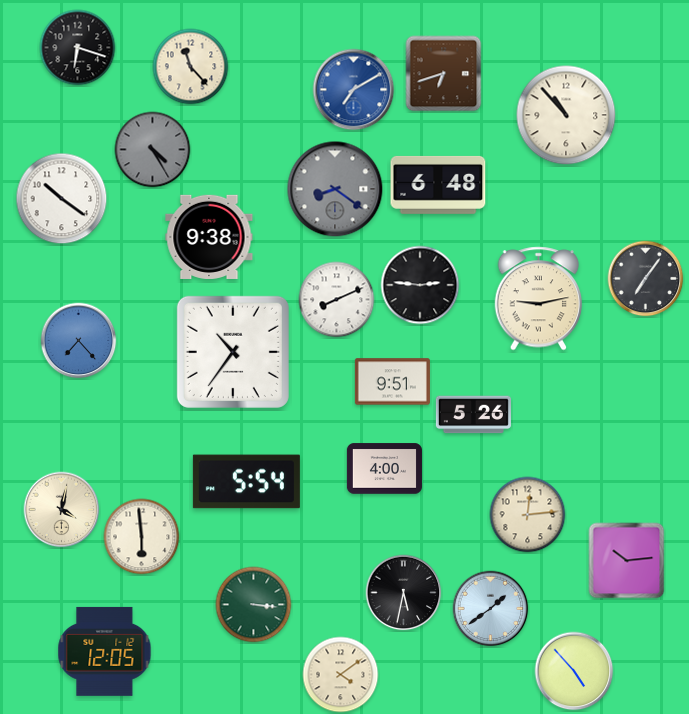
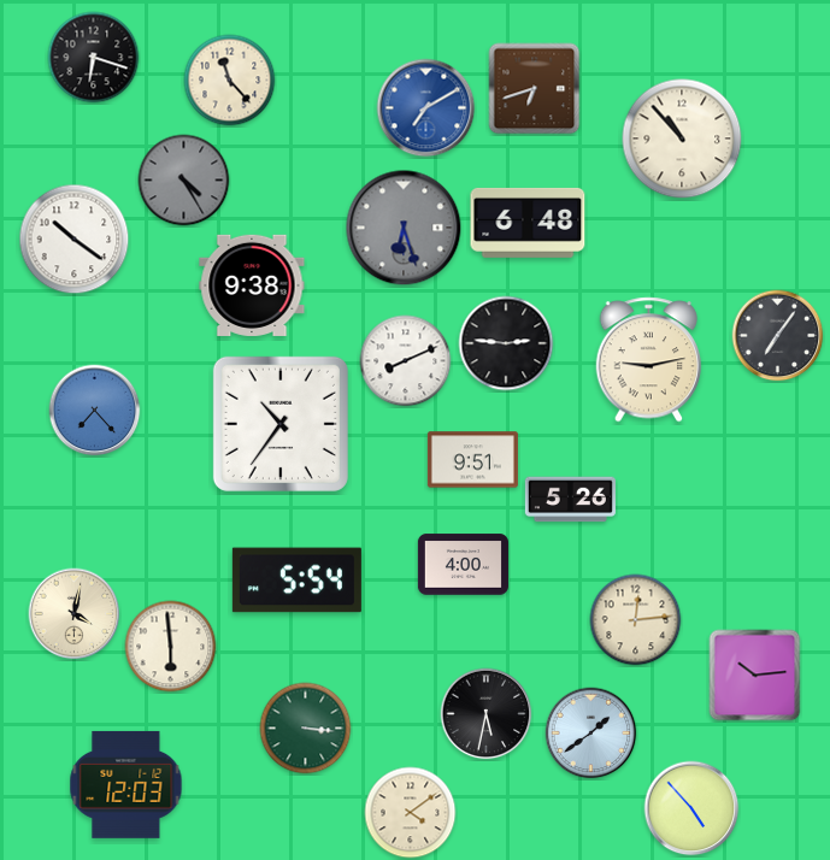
clock at (335, 189): 8:21 -> 6:27
clock at (105, 651): 12:05 -> 12:03
